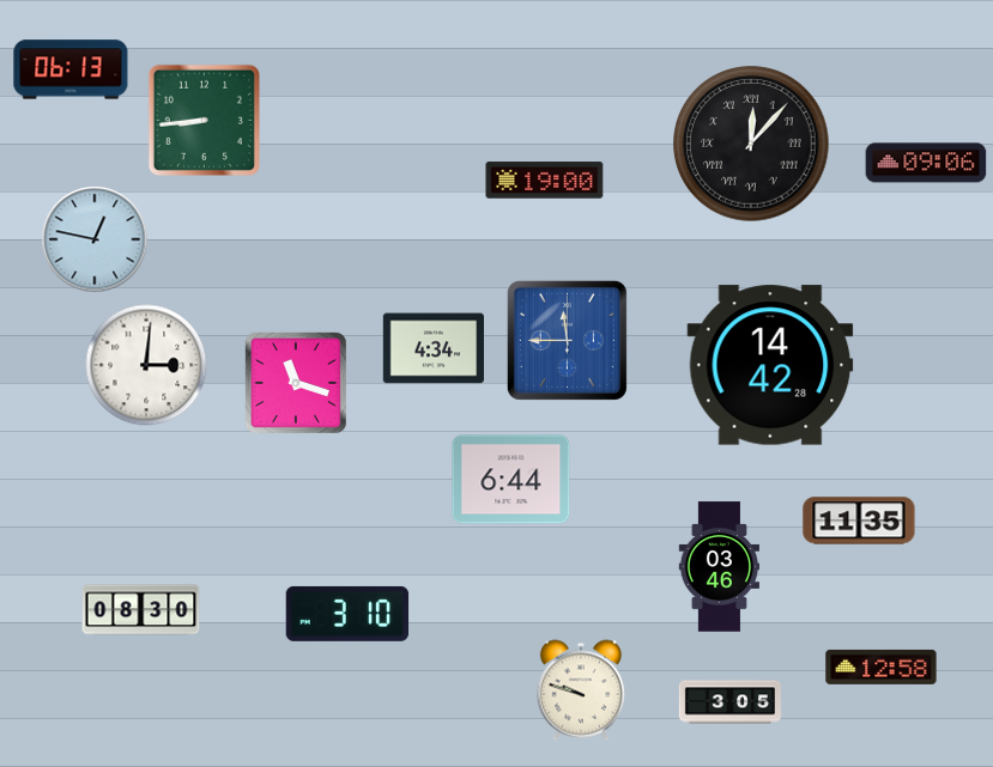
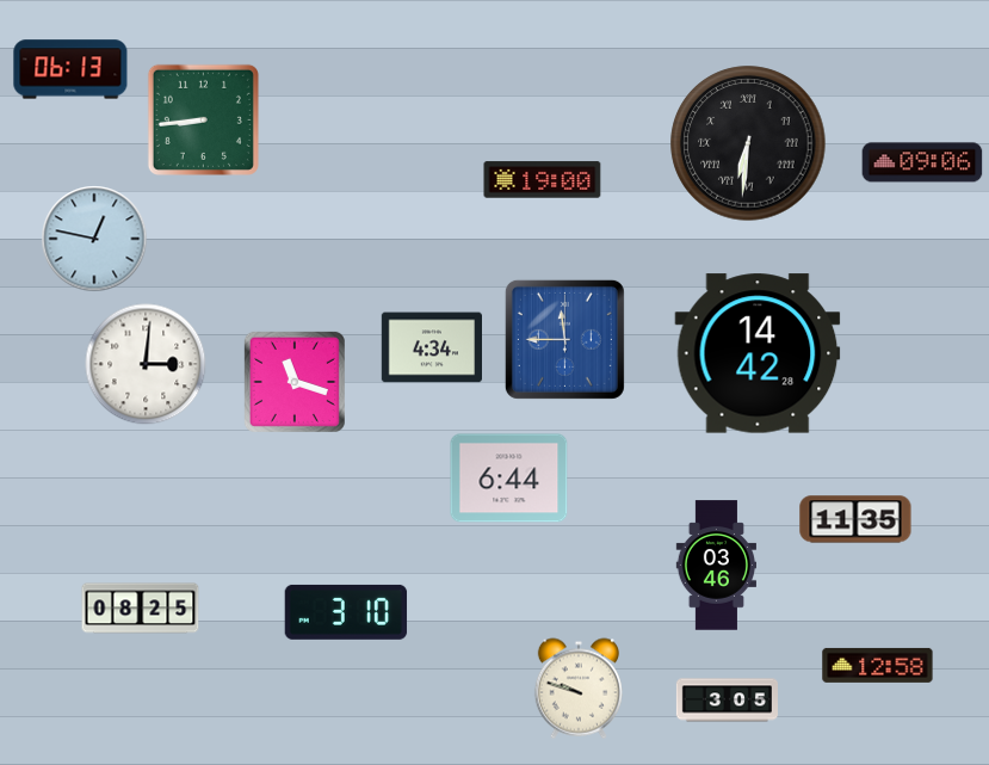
clock at (751, 144): 12:07 -> 6:31
clock at (770, 365) position: (770, 365) -> (758, 353)
clock at (141, 610): 08:30 -> 08:25
